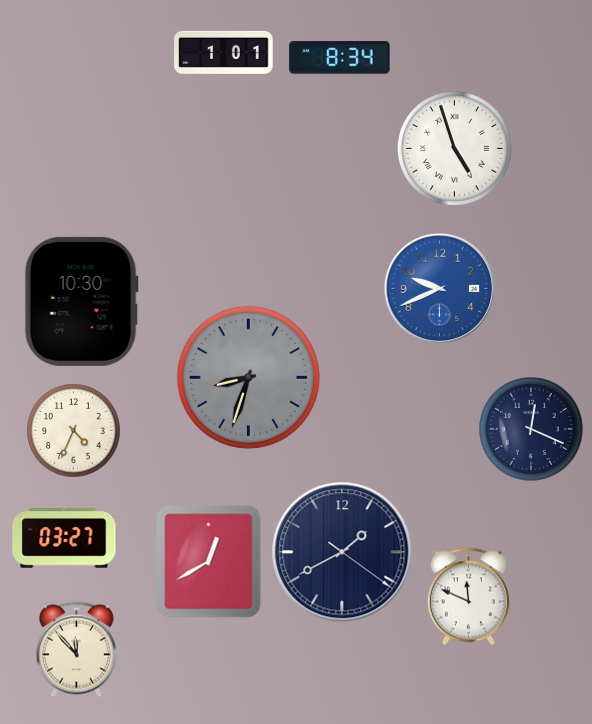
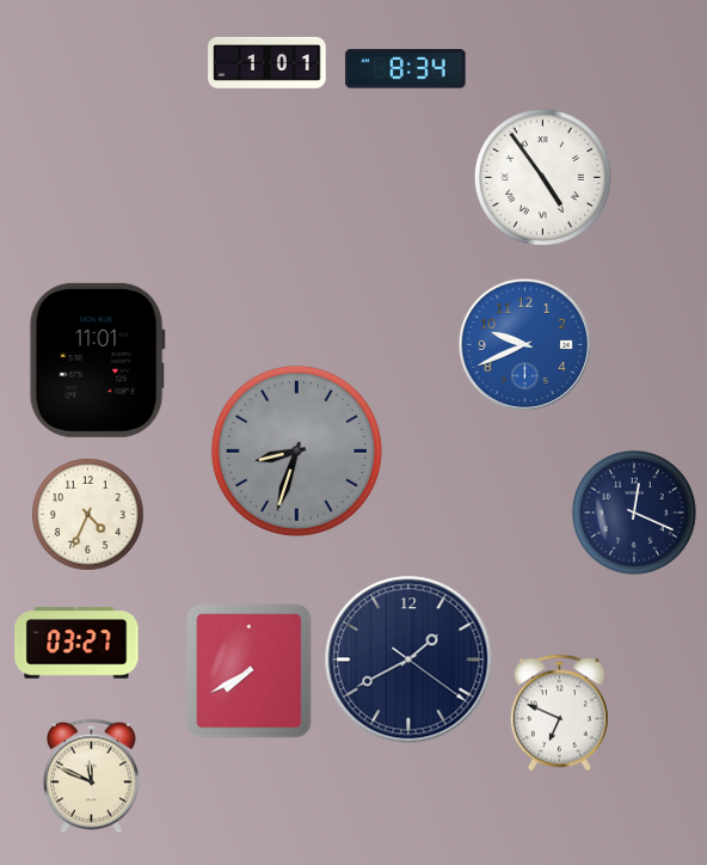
clock at (454, 148): 4:57 -> 4:54
clock at (81, 301): 10:30 -> 11:01
clock at (209, 562): 12:40 -> 7:40
clock at (468, 597): 11:49 -> 6:49
clock at (76, 650): 11:53 -> 11:49
